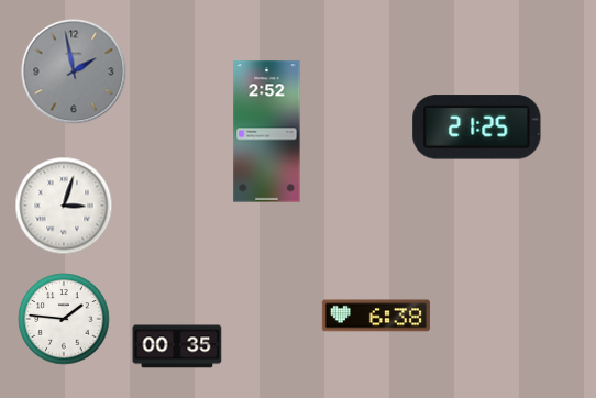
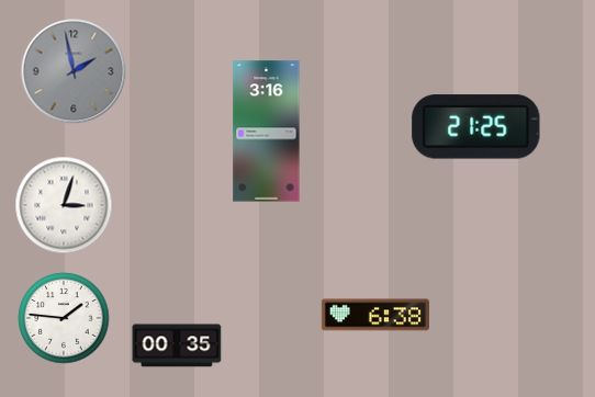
clock at (267, 132): 2:52 -> 3:16
